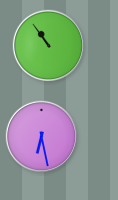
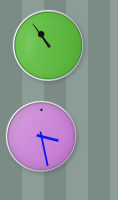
clock at (42, 137): 6:28 -> 3:28
